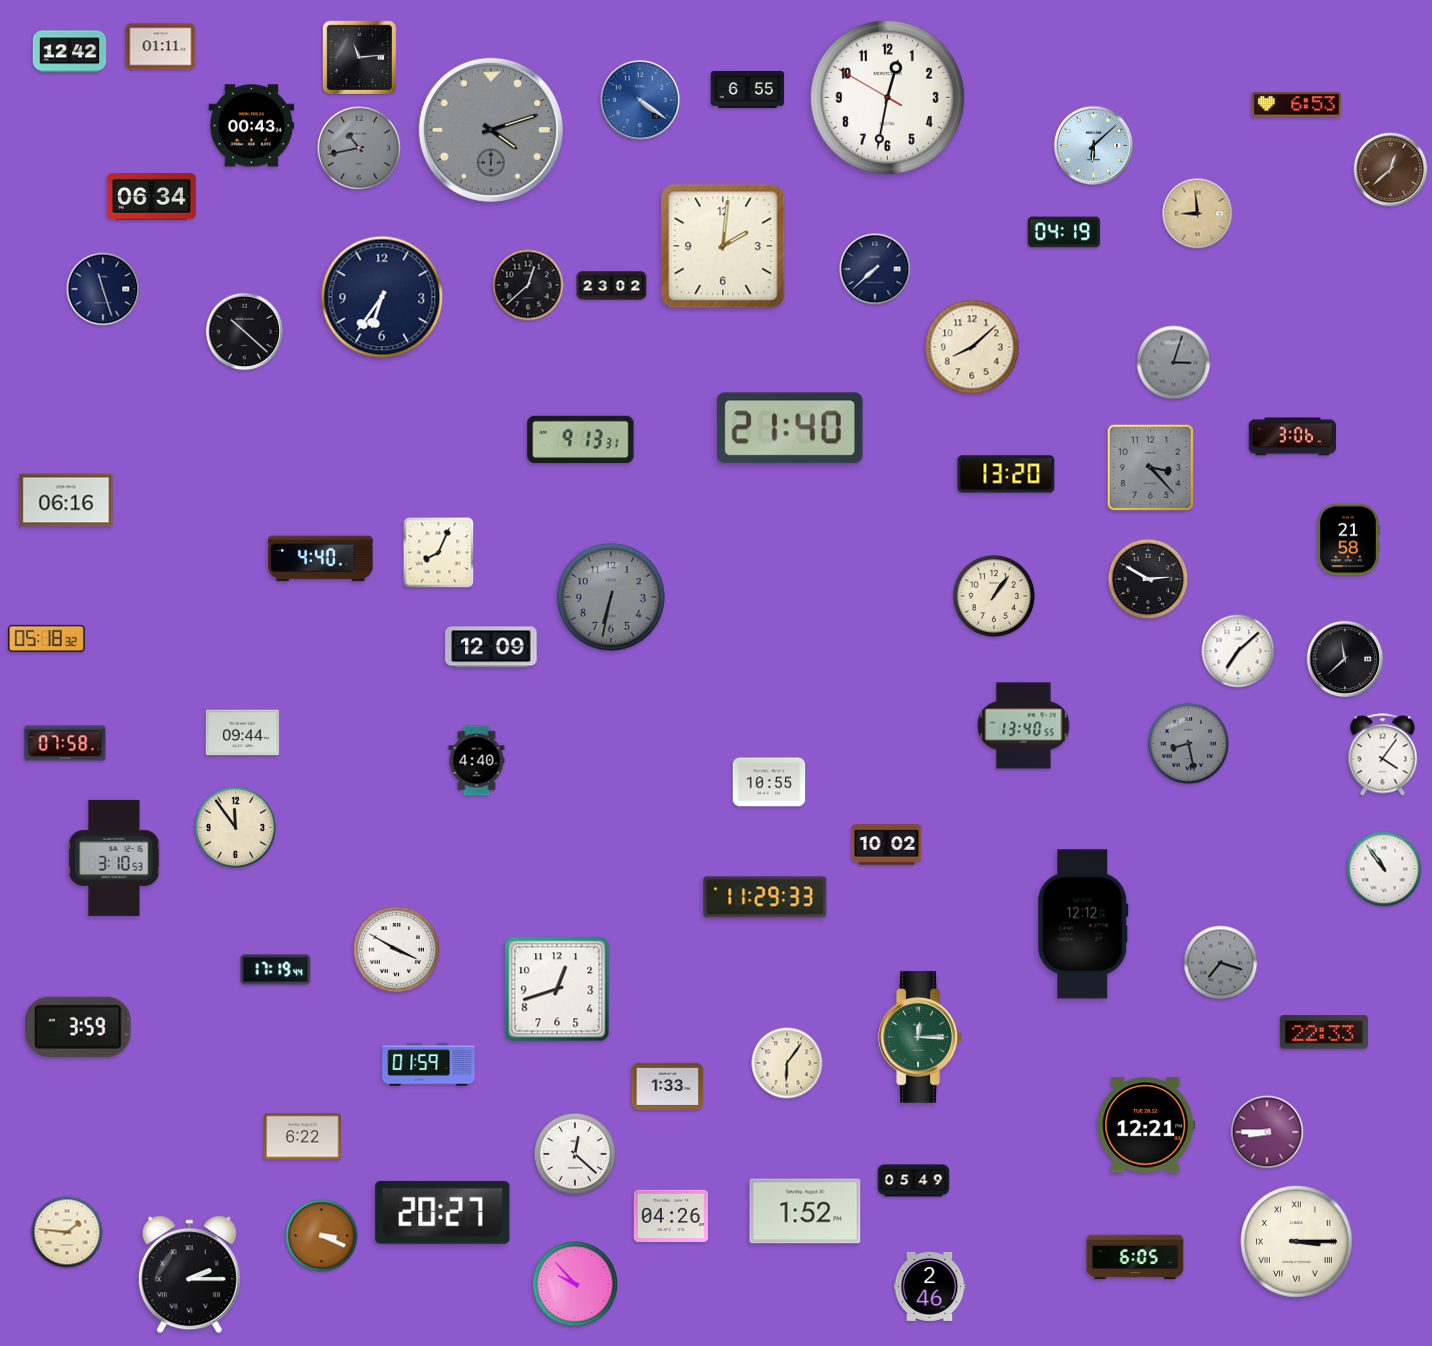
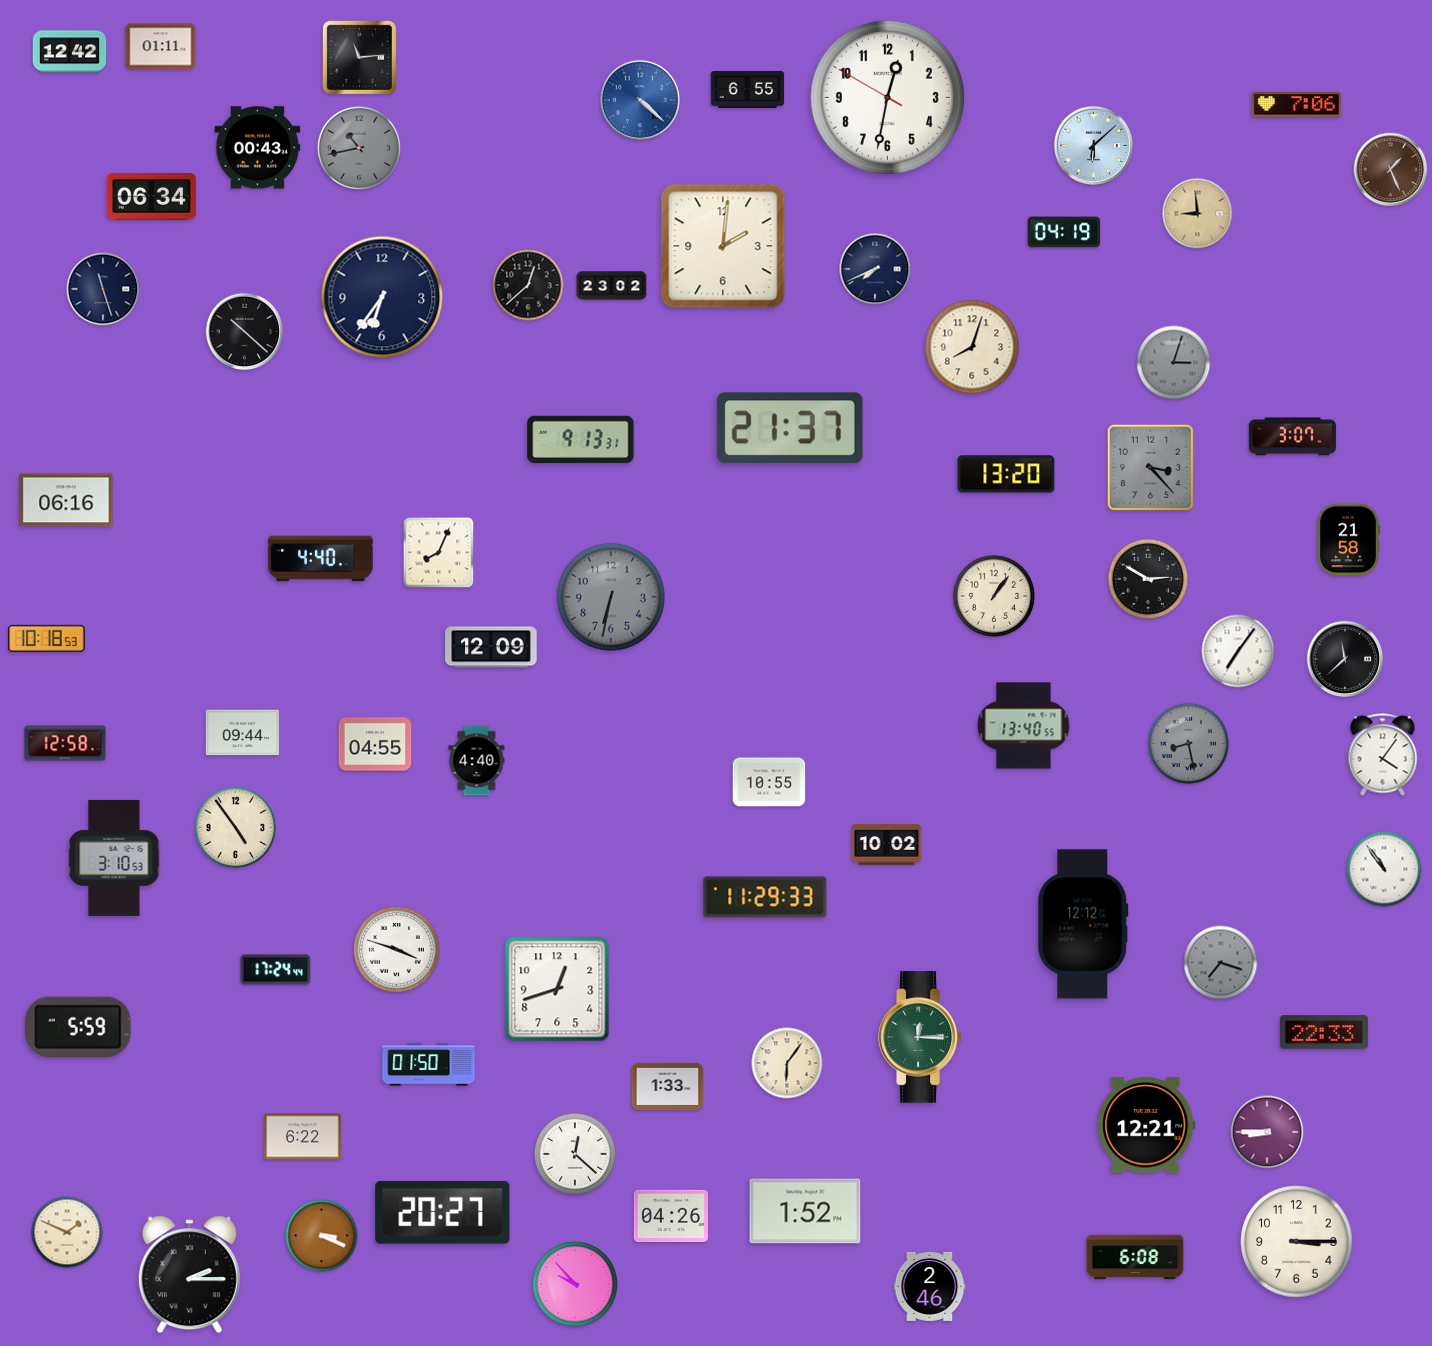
clock at (640, 100): 4:21 -> 4:22
clock at (1296, 105): 6:53 -> 7:06
clock at (252, 126) position: (252, 126) -> (258, 148)
clock at (491, 130): 4:12 -> none
clock at (1391, 170): 12:38 -> 1:26
clock at (875, 269): 7:38 -> 7:41
clock at (972, 347): 8:08 -> 8:03
clock at (790, 428): 21:40 -> 21:37
clock at (1292, 437): 3:06 -> 3:07
clock at (47, 638): 05:18 -> 10:18
clock at (1238, 651): 7:08 -> 7:06
clock at (65, 743): 07:58 -> 12:58
clock at (375, 744): none -> 04:55
clock at (236, 828): 11:54 -> 4:54
clock at (397, 950): 3:50 -> 3:48
clock at (276, 970): 17:19 -> 17:24
clock at (78, 1027): 3:59 -> 5:59
clock at (429, 1065): 01:59 -> 01:50
clock at (914, 1181): 05:49 -> none
clock at (67, 1232): 1:46 -> 1:49
clock at (1297, 1242) numerals: Roman -> Arabic
clock at (1135, 1257): 6:05 -> 6:08
